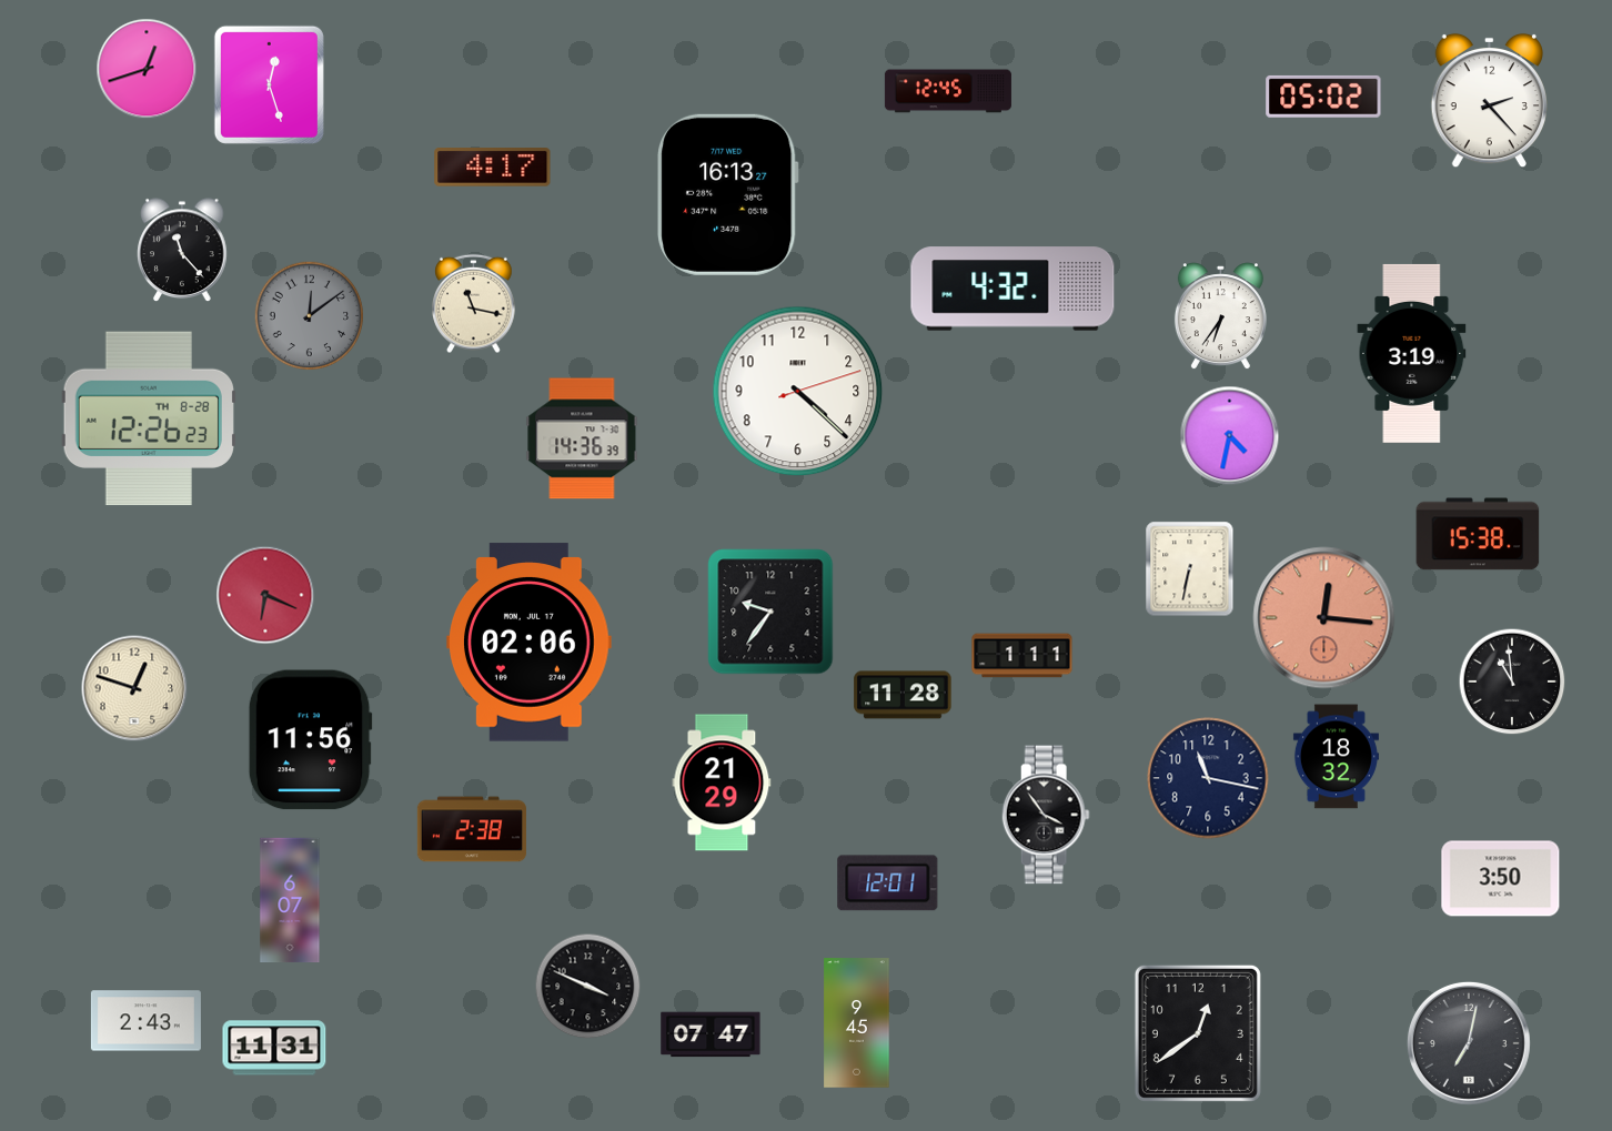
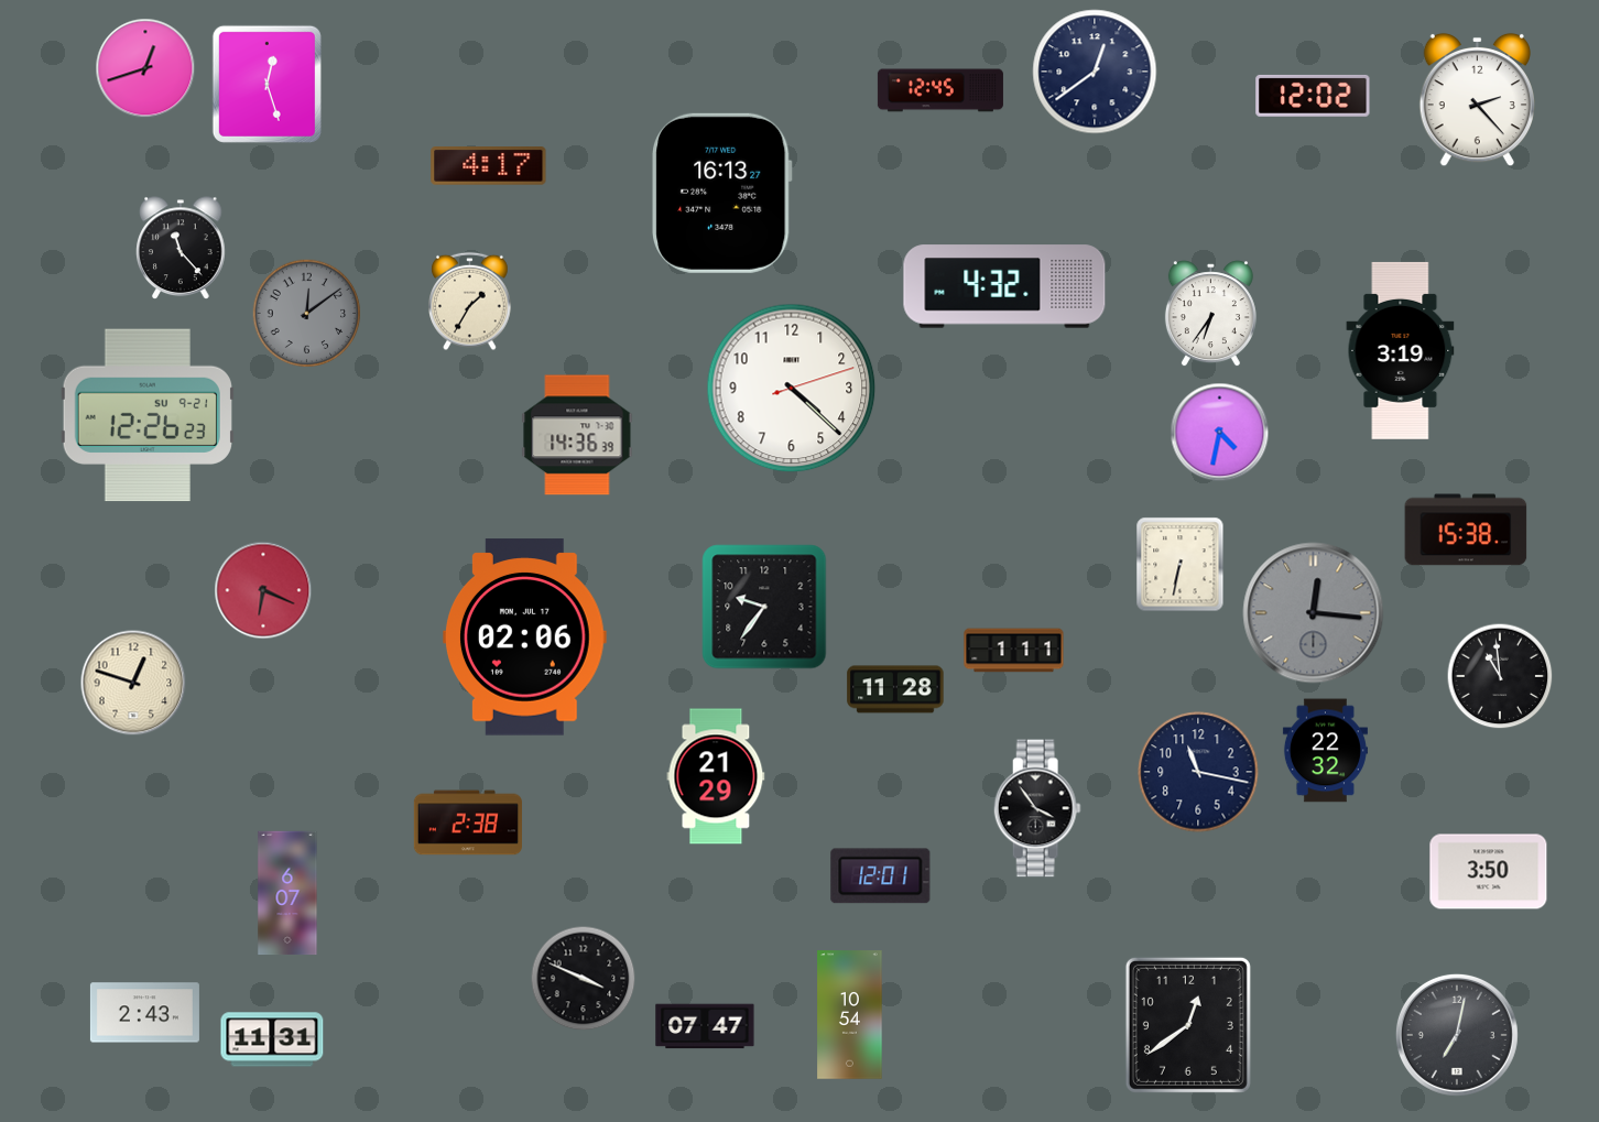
clock at (1095, 72): none -> 12:39
clock at (1323, 97): 05:02 -> 12:02
clock at (474, 304): 11:17 -> 1:35
clock at (149, 418) date: TH 8-28 -> SU 9-21
clock at (1324, 618) dial: salmon -> grey
clock at (310, 740): 11:56 -> none
clock at (1336, 757): 18:32 -> 22:32
clock at (857, 1023): 9:45 -> 10:54
